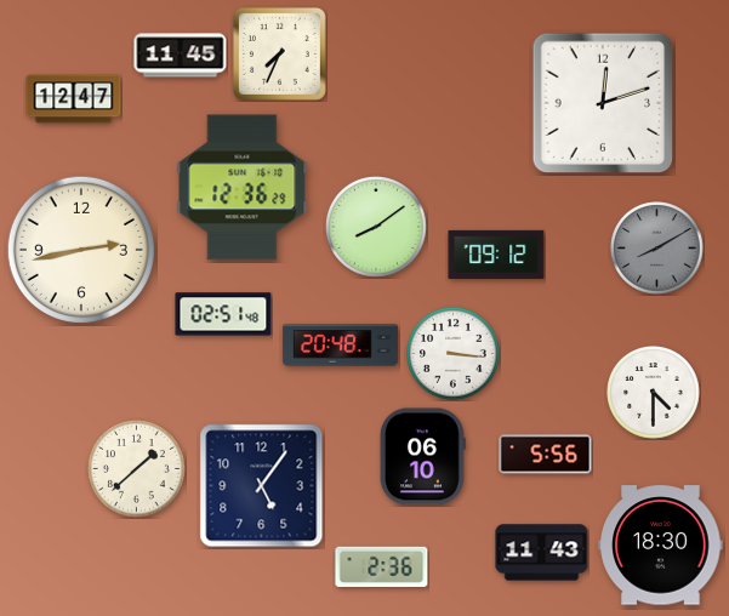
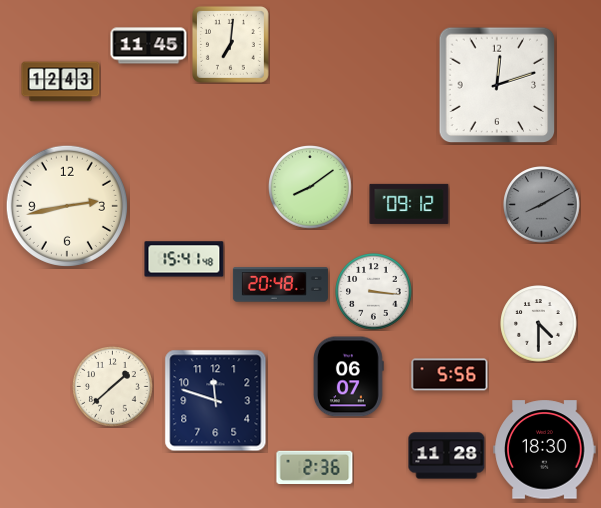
clock at (279, 53): 7:34 -> 7:01
clock at (74, 99): 12:47 -> 12:43
clock at (243, 188): 12:36 -> none
clock at (496, 255) position: (496, 255) -> (409, 204)
clock at (223, 314): 02:51 -> 15:41
clock at (423, 457): 06:10 -> 06:07
clock at (262, 486): 5:06 -> 11:48
clock at (542, 553): 11:43 -> 11:28
